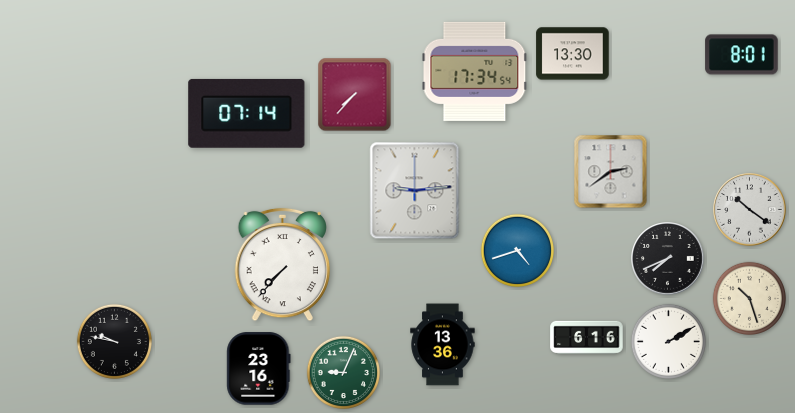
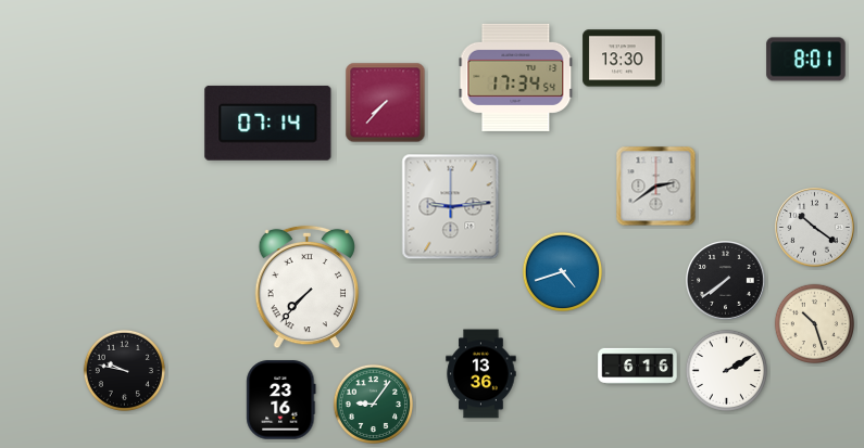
clock at (611, 172) position: (611, 172) -> (656, 187)
clock at (668, 259): 7:41 -> 7:39
clock at (343, 372): 9:04 -> 9:06
